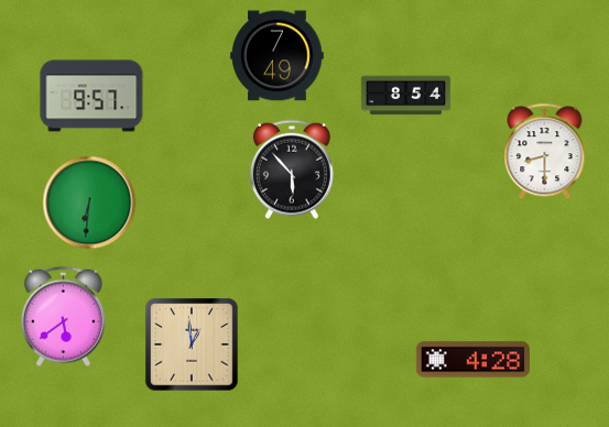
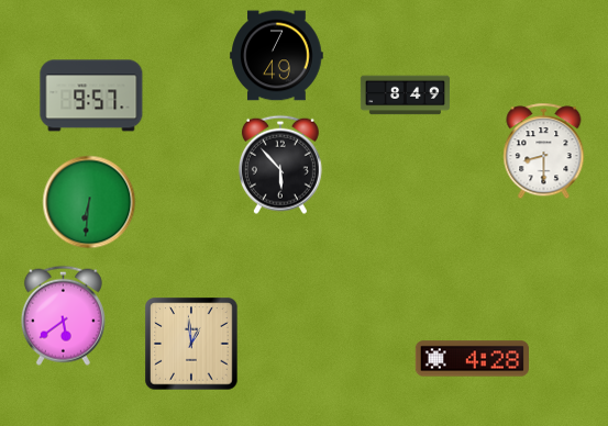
clock at (405, 96): 8:54 -> 8:49
clock at (292, 169) position: (292, 169) -> (280, 165)
